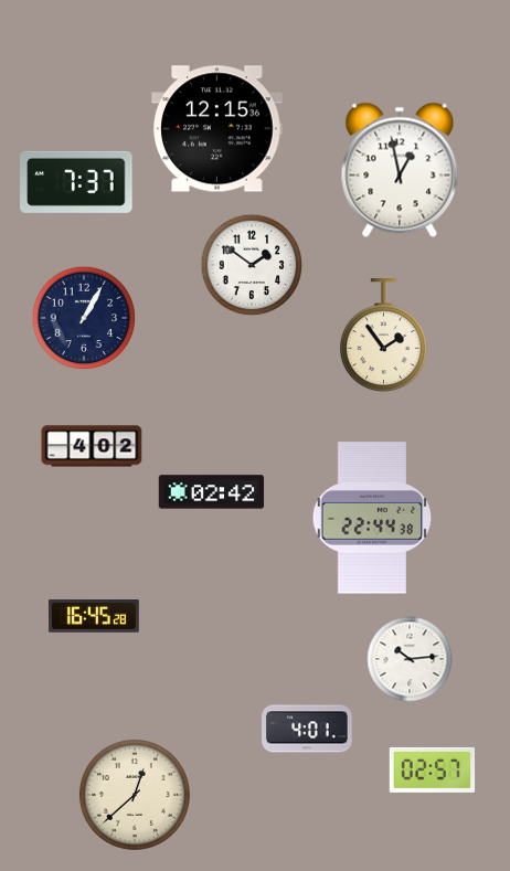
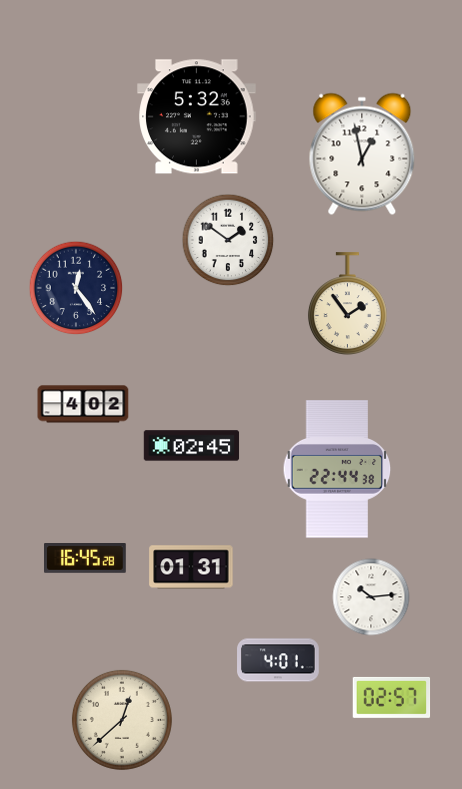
clock at (217, 129): 12:15 -> 5:32
clock at (76, 182): 7:37 -> none
clock at (84, 318): 1:05 -> 12:24
clock at (212, 492): 02:42 -> 02:45
clock at (191, 567): none -> 01:31
